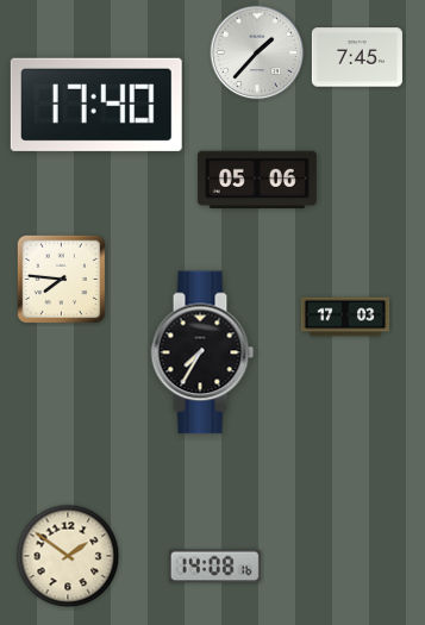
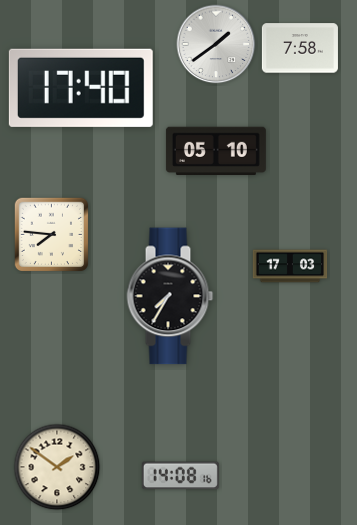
clock at (257, 52): 1:37 -> 1:39
clock at (357, 57): 7:45 -> 7:58
clock at (257, 180): 05:06 -> 05:10
